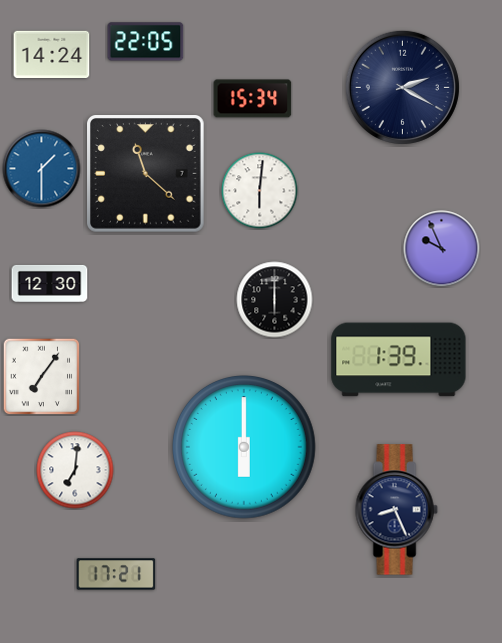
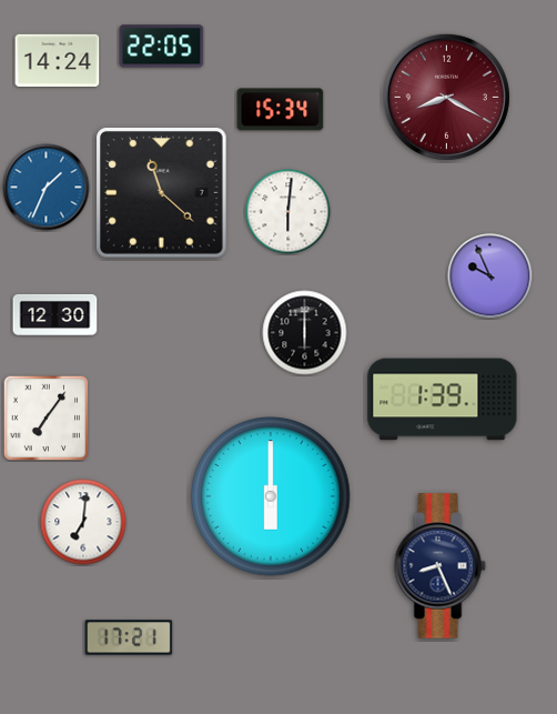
clock at (402, 87): 2:20 -> 8:20
clock at (402, 87) dial: navy -> burgundy
clock at (42, 169): 1:30 -> 1:34
